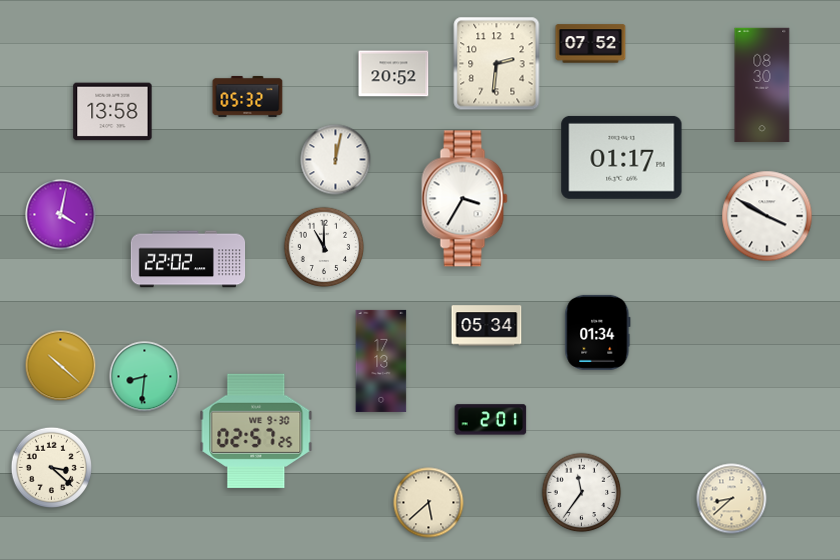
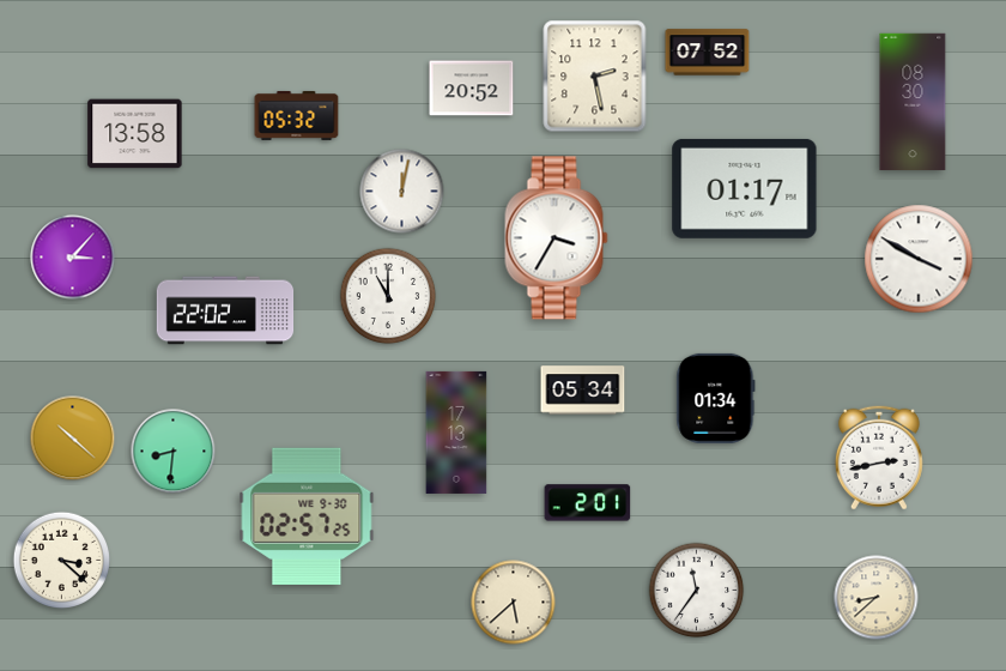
clock at (497, 64): 2:31 -> 2:28
clock at (61, 215): 4:02 -> 3:07
clock at (879, 458): none -> 2:43
